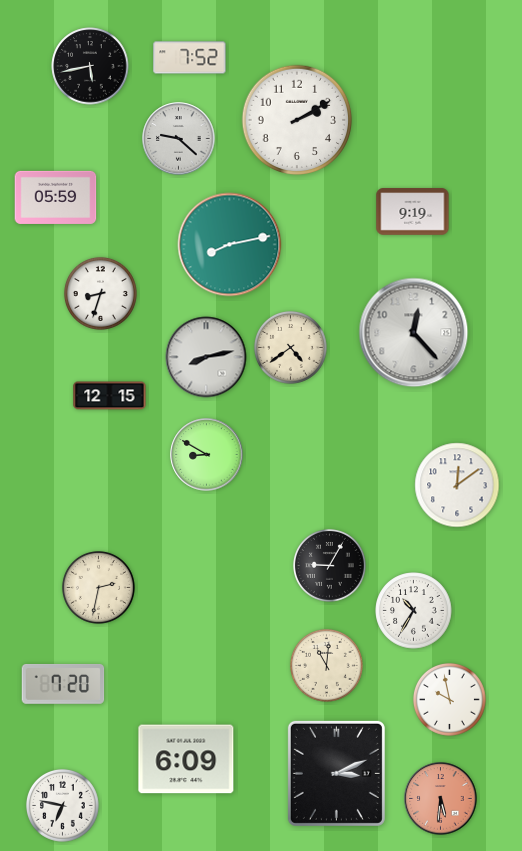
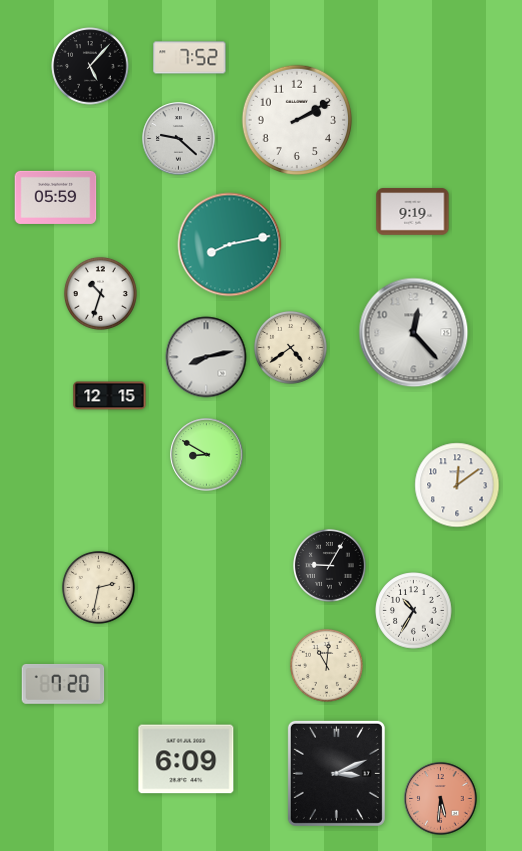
clock at (90, 66): 5:43 -> 5:07
clock at (100, 293): 8:33 -> 10:33
clock at (449, 699): 9:58 -> none
clock at (62, 805): 6:47 -> none
